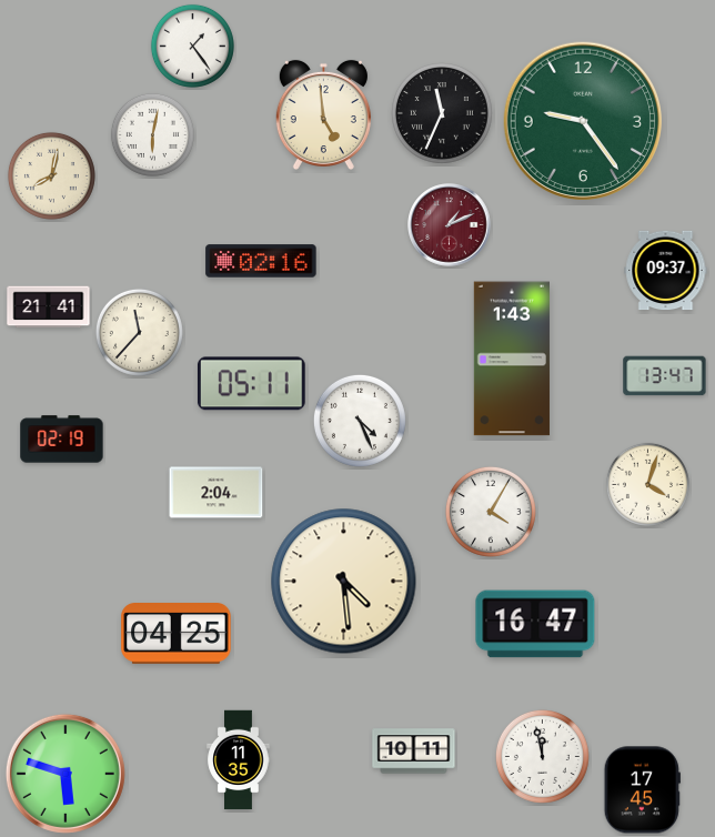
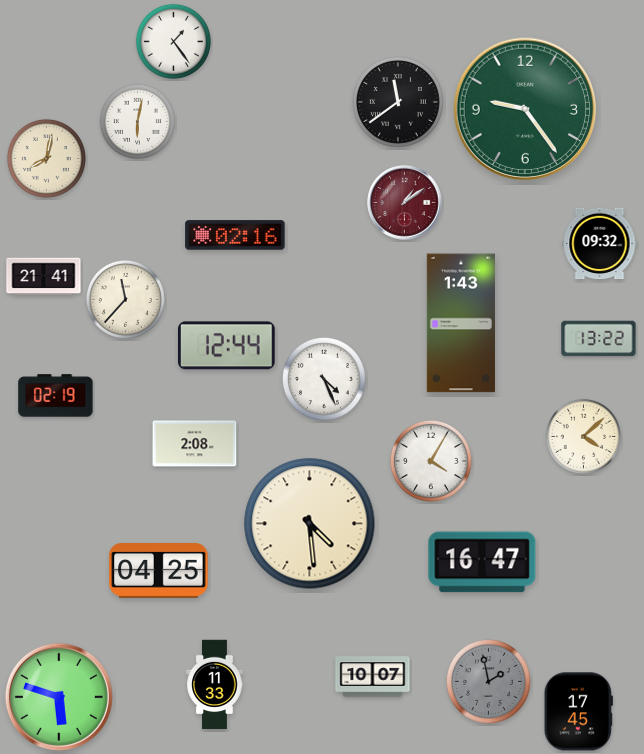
clock at (323, 114): 4:59 -> none
clock at (443, 114): 11:34 -> 11:39
clock at (450, 225): 1:11 -> 1:09
clock at (666, 271): 09:37 -> 09:32
clock at (665, 376): 13:47 -> 13:22
clock at (251, 384): 05:11 -> 12:44
clock at (647, 484): 4:03 -> 4:08
clock at (216, 493): 2:04 -> 2:08
clock at (491, 512) position: (491, 512) -> (431, 461)
clock at (414, 752): 10:11 -> 10:07
clock at (542, 756): 11:58 -> 1:58
clock at (542, 756) dial: white -> grey
clock at (239, 760): 11:35 -> 11:33
